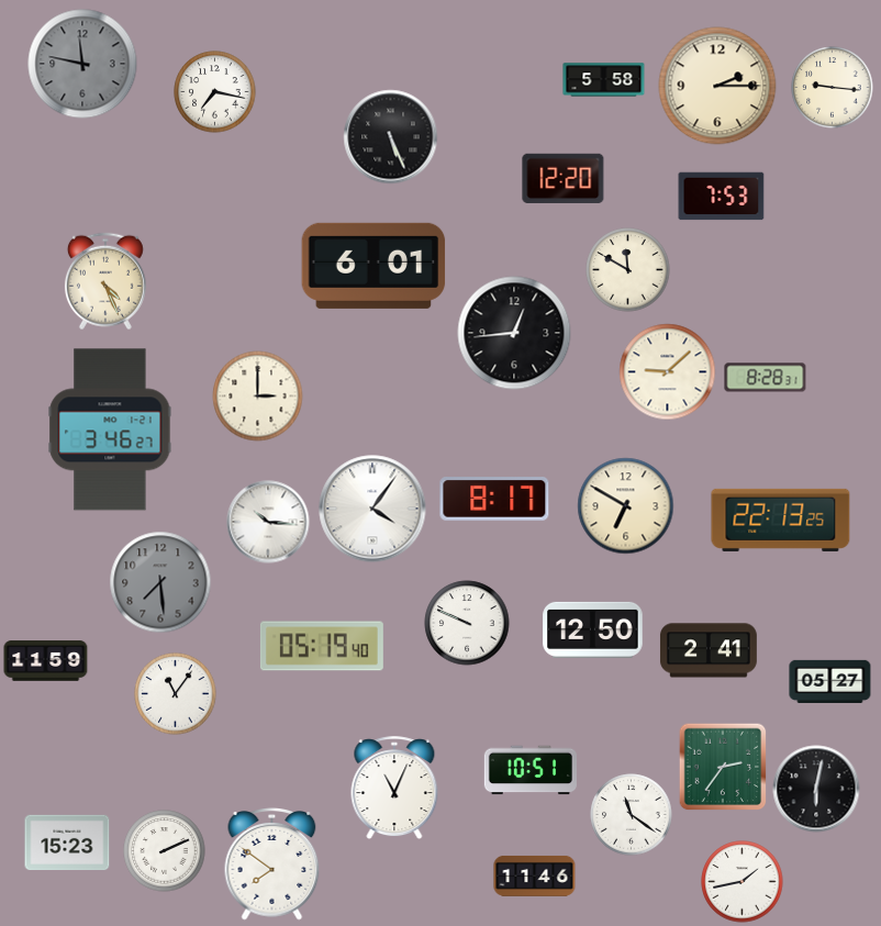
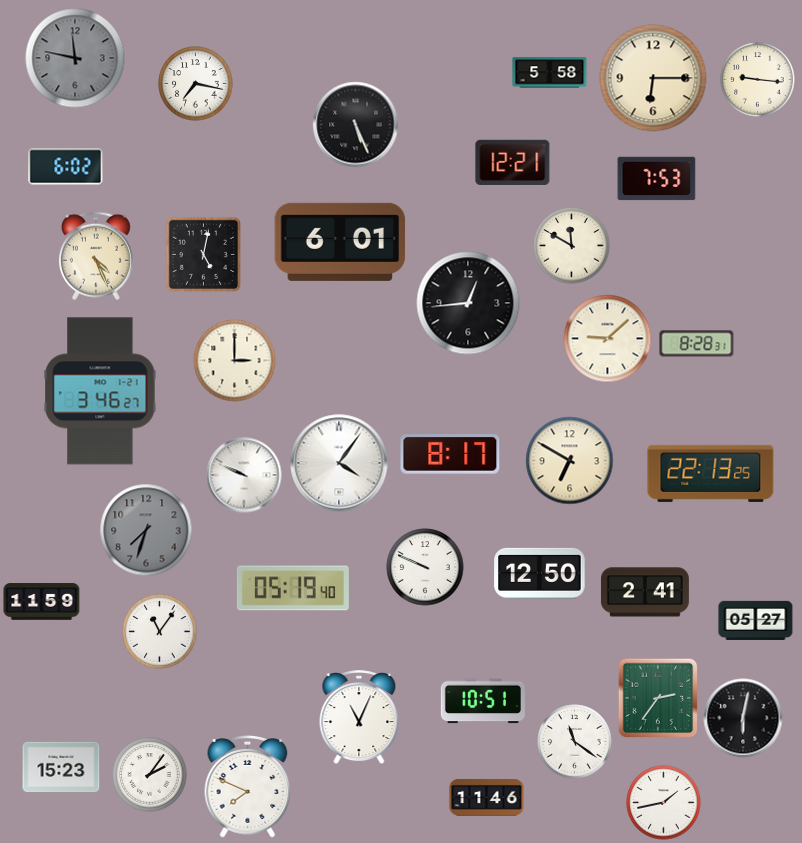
clock at (717, 86): 2:15 -> 6:15
clock at (564, 178): 12:20 -> 12:21
clock at (66, 167): none -> 6:02
clock at (203, 254): none -> 5:02
clock at (268, 522): 10:16 -> 9:49
clock at (160, 582): 7:29 -> 7:33
clock at (165, 851): 2:11 -> 2:06
clock at (272, 864): 7:51 -> 7:49
clock at (743, 882) position: (743, 882) -> (664, 803)
